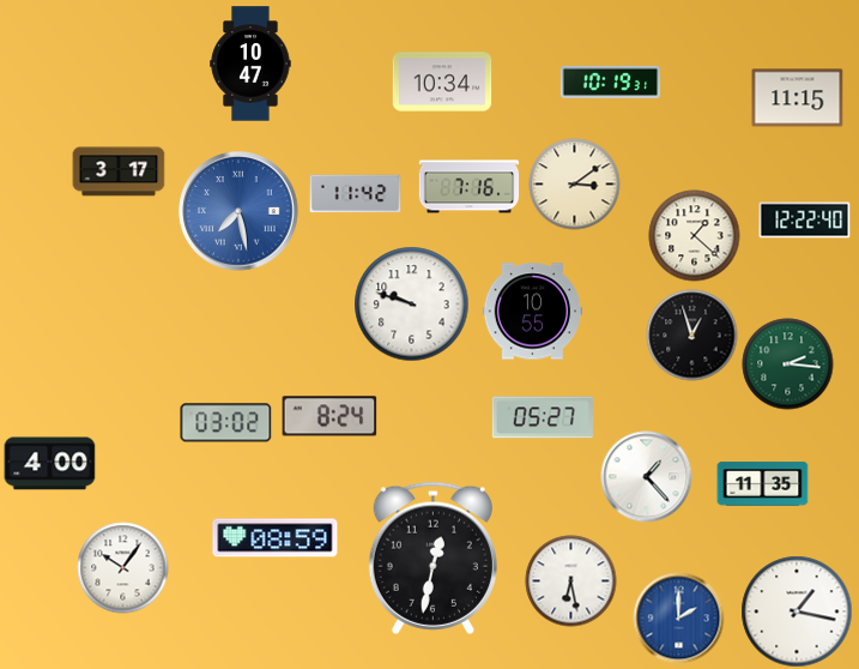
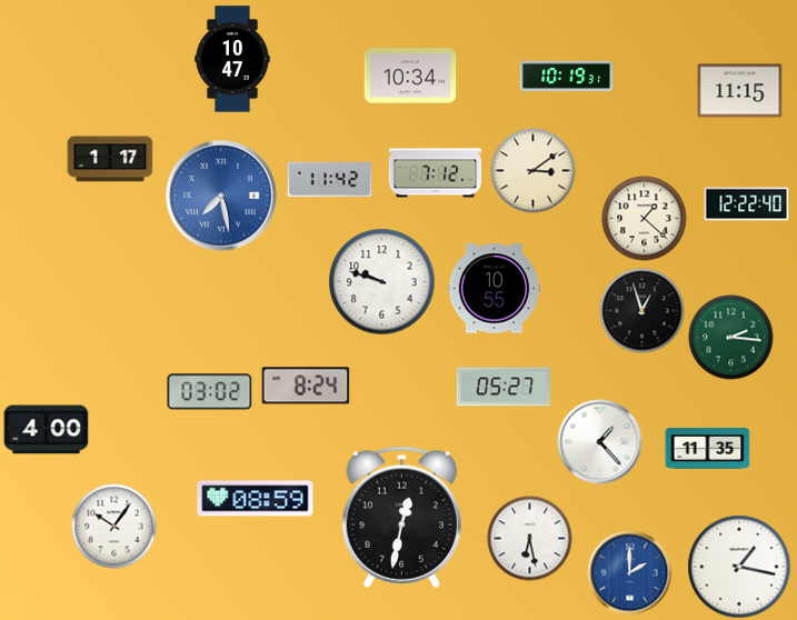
clock at (119, 171): 3:17 -> 1:17
clock at (470, 187): 7:16 -> 7:12
